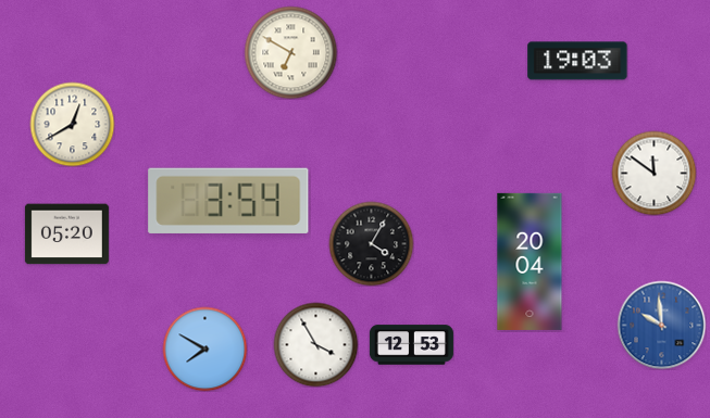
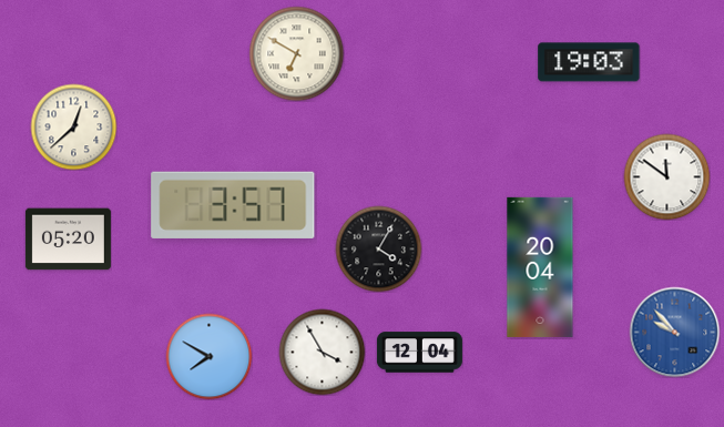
clock at (72, 124): 12:40 -> 12:38
clock at (228, 201): 3:54 -> 3:57
clock at (661, 325): 9:59 -> 9:53
clock at (411, 345): 12:53 -> 12:04
